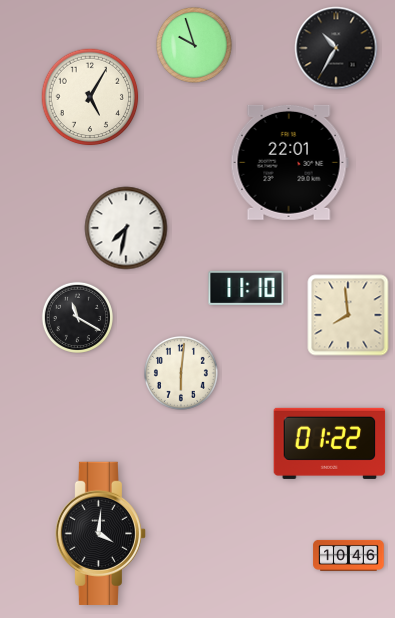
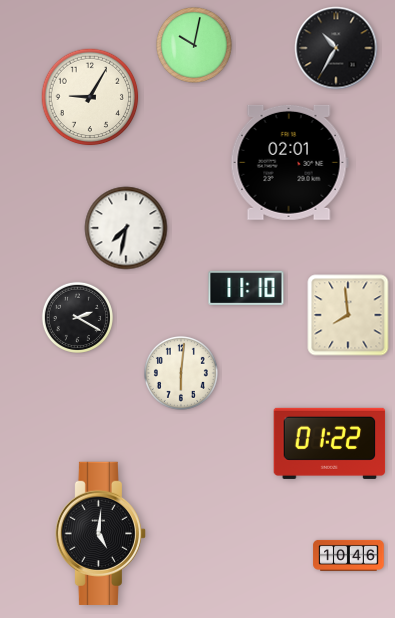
clock at (195, 46): 9:57 -> 10:02
clock at (90, 97): 5:05 -> 9:05
clock at (289, 162): 22:01 -> 02:01
clock at (77, 317): 11:20 -> 2:20
clock at (100, 533): 4:01 -> 5:01
